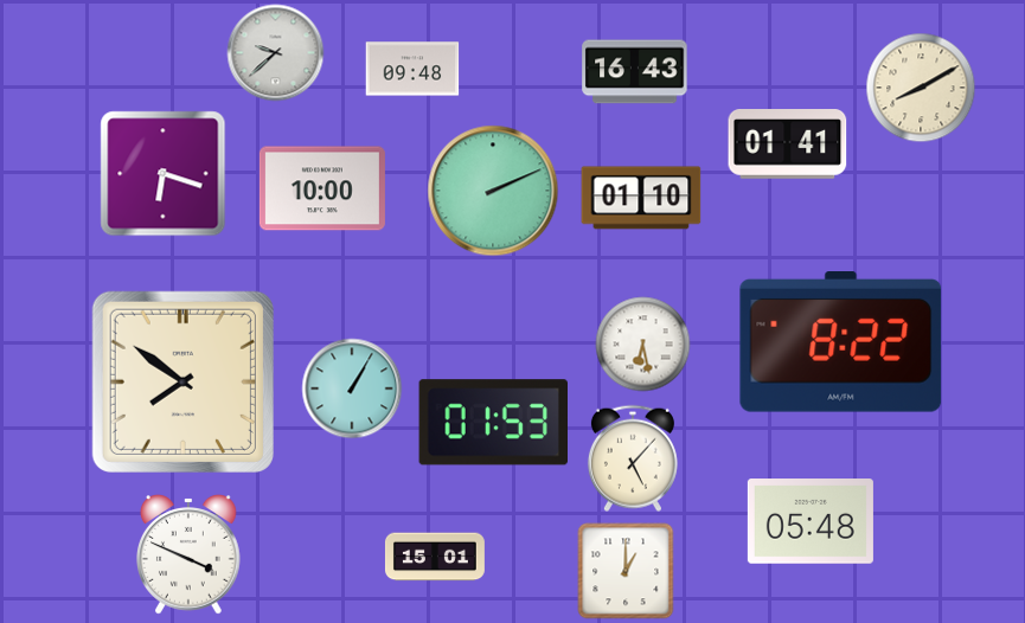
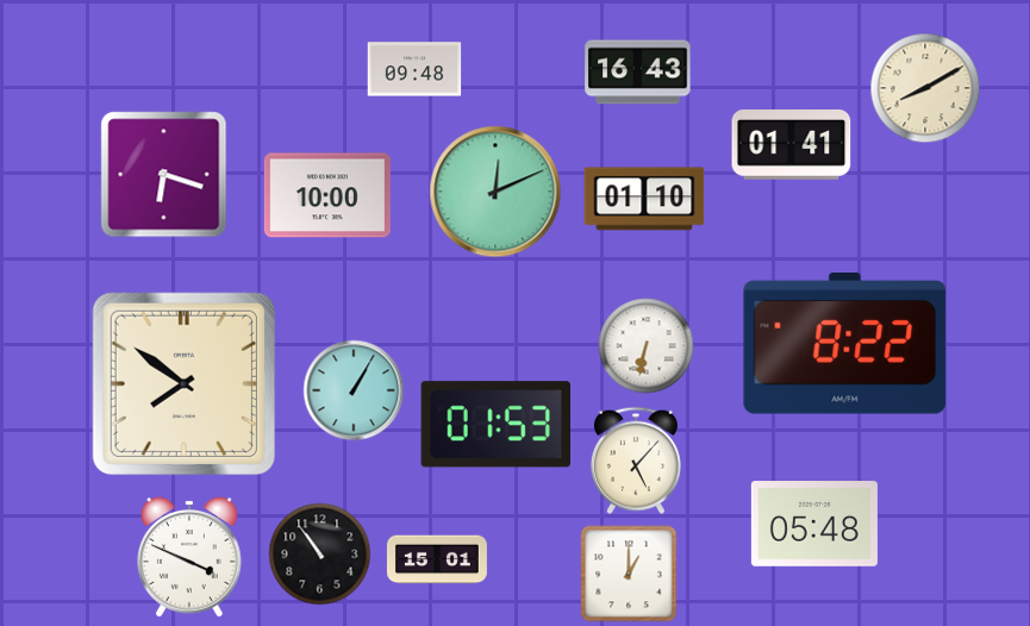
clock at (276, 53): 9:38 -> none
clock at (322, 188) position: (322, 188) -> (327, 195)
clock at (493, 191): 2:11 -> 12:11
clock at (643, 345): 6:28 -> 6:32
clock at (320, 555): none -> 10:54
